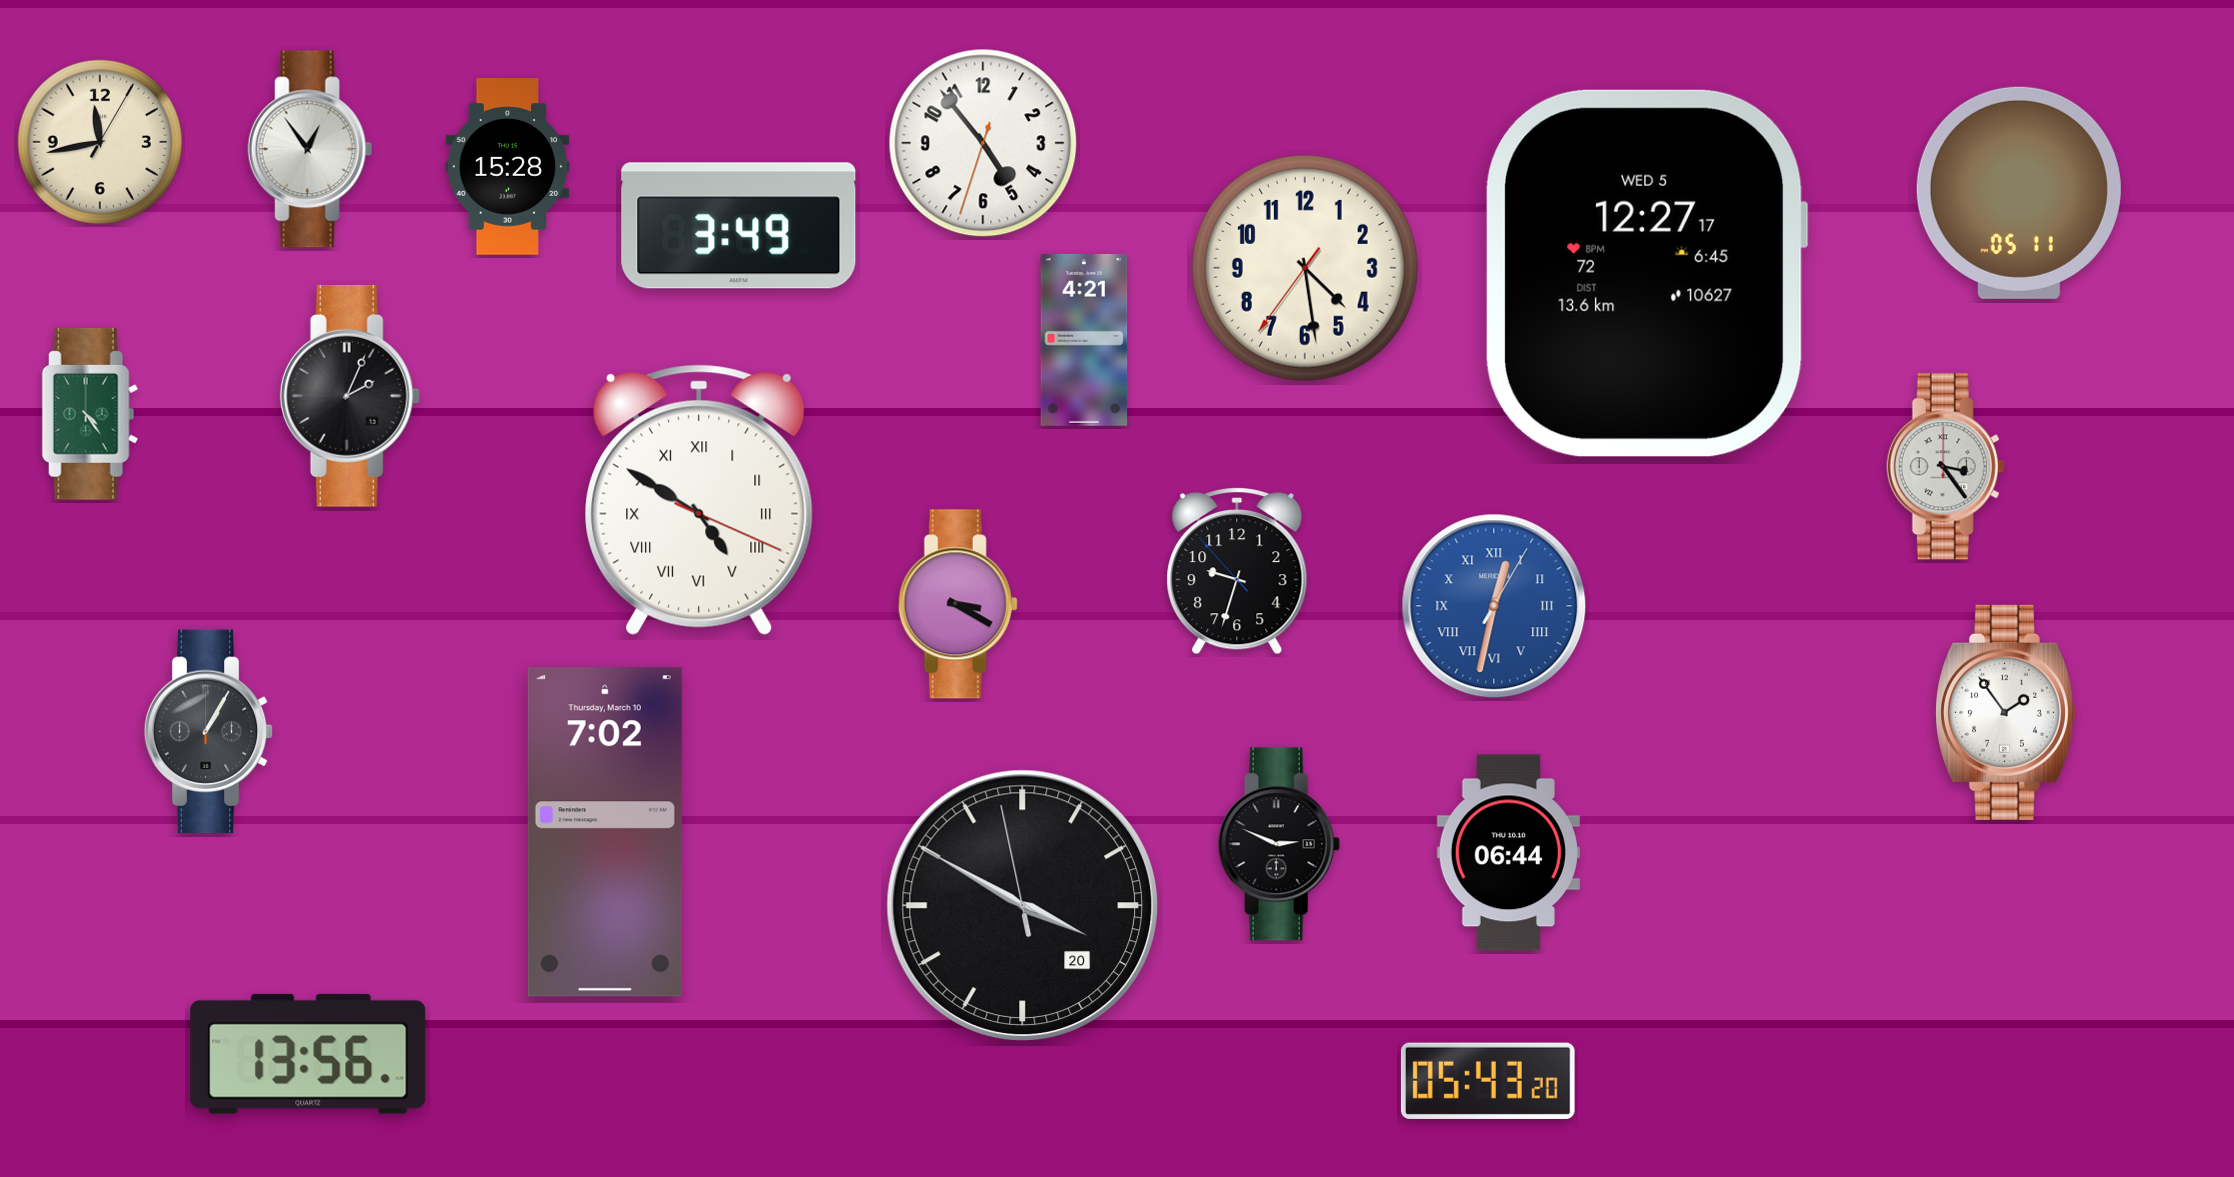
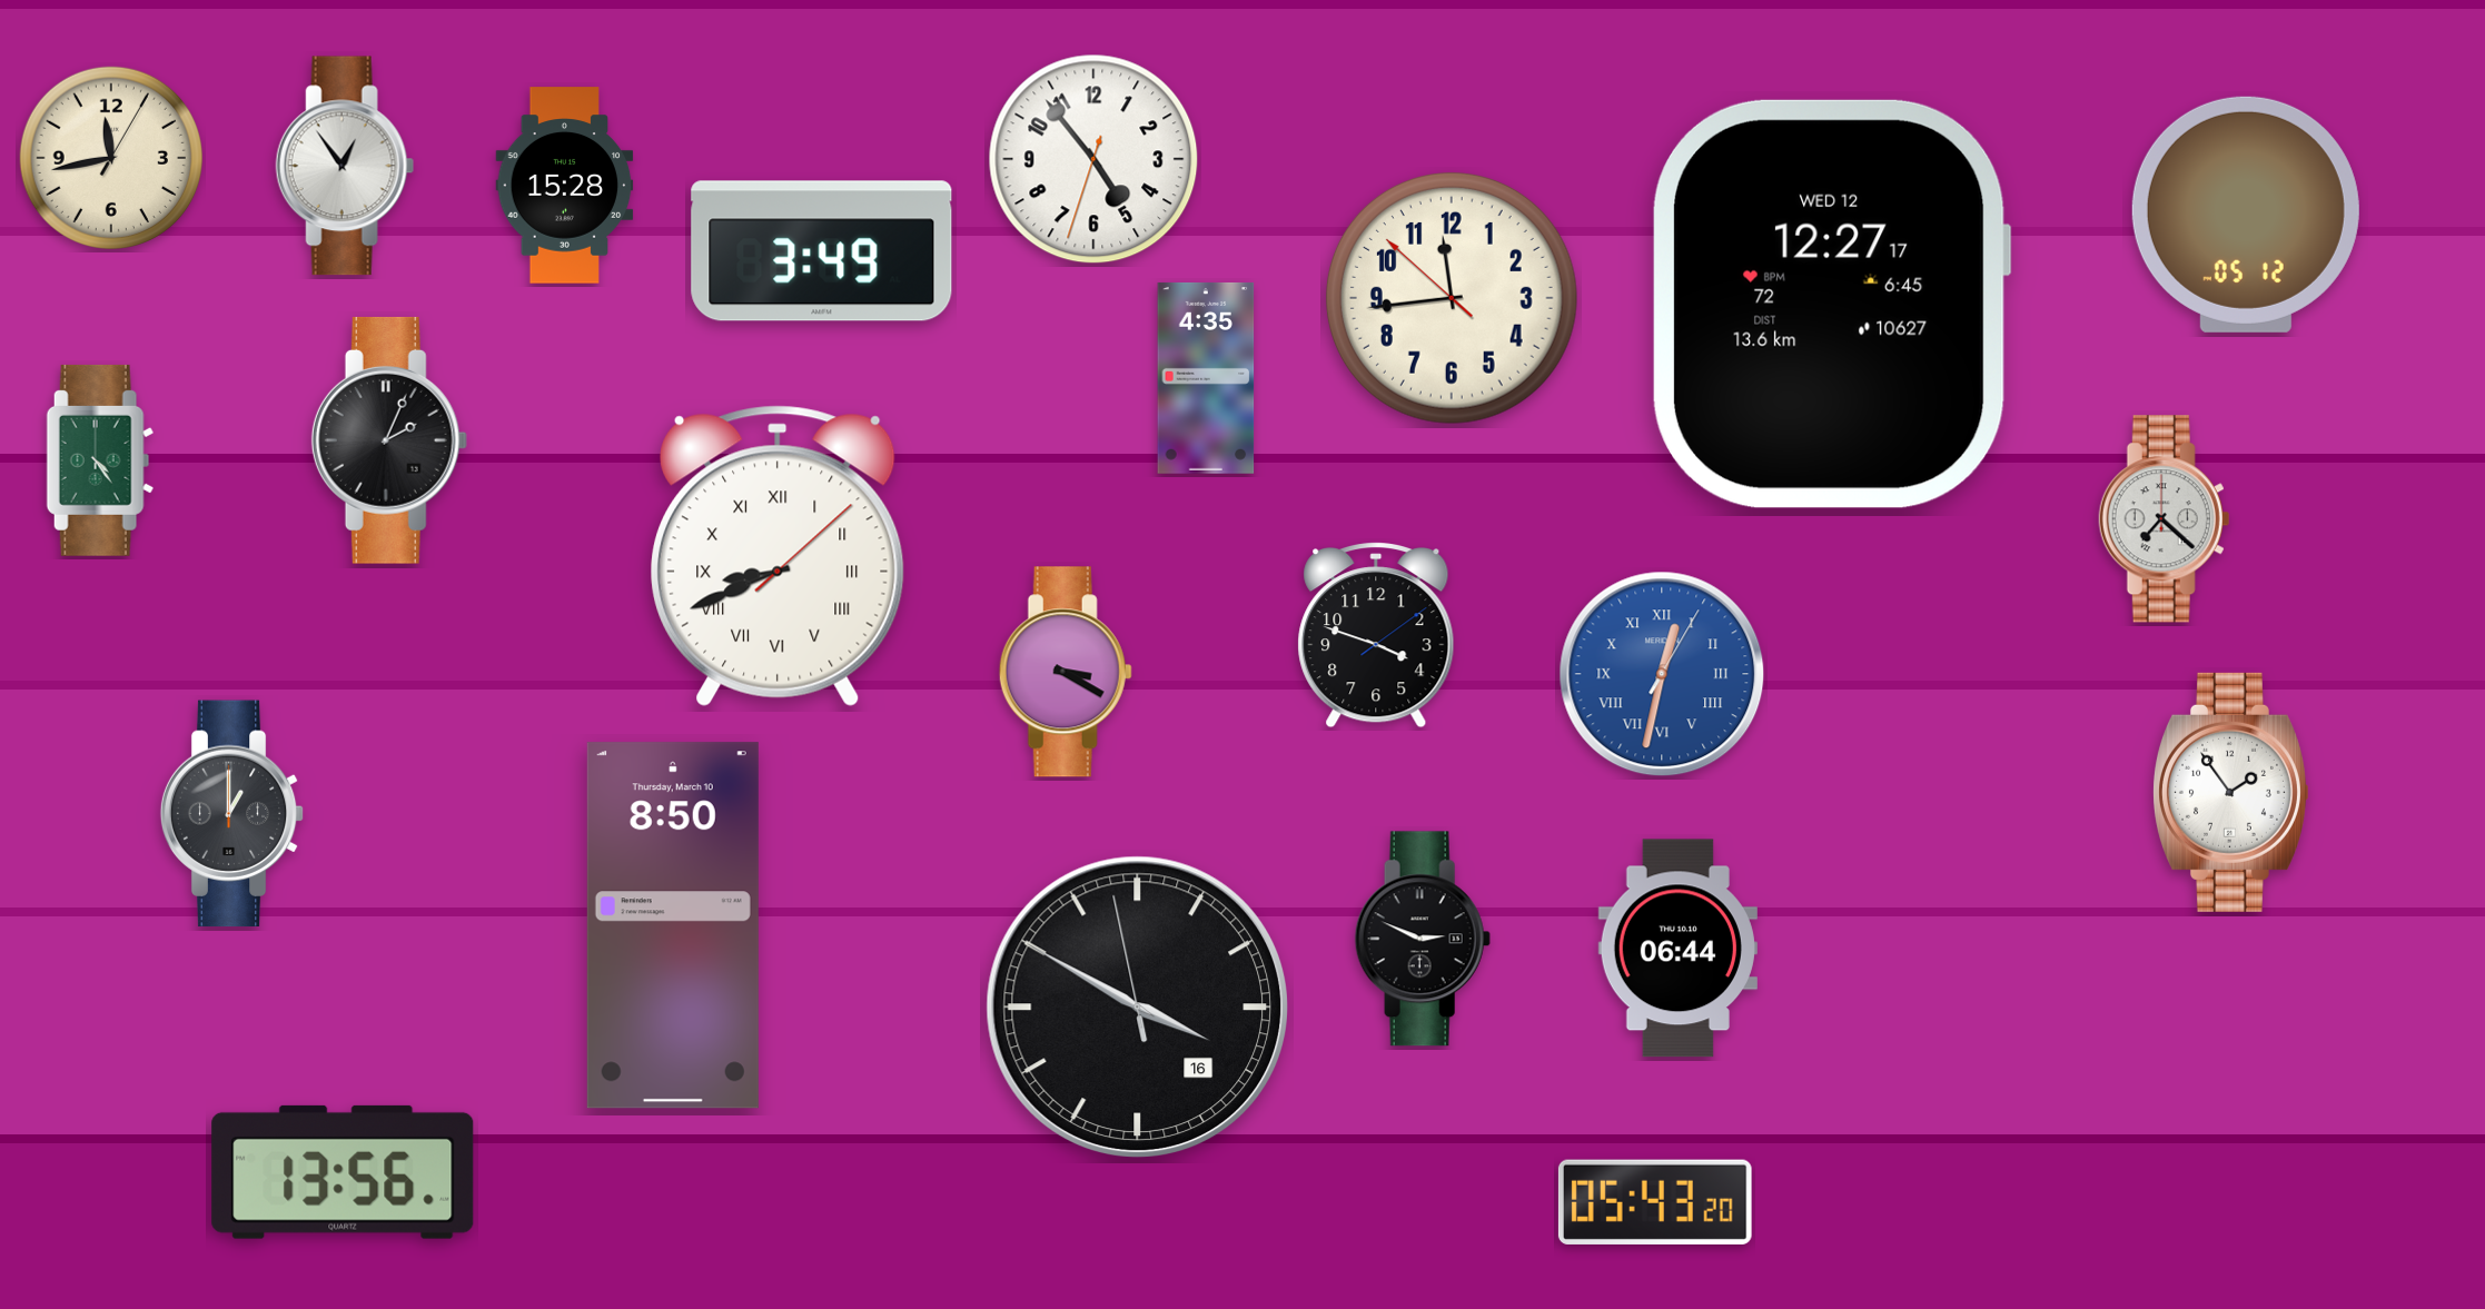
clock at (2019, 193): 05:11 -> 05:12
clock at (1305, 268): 4:28 -> 11:43
clock at (1646, 273) date: WED 5 -> WED 12
clock at (1084, 340): 4:21 -> 4:35
clock at (1946, 467): 3:24 -> 7:22
clock at (700, 500): 4:50 -> 8:41
clock at (1237, 572): 9:32 -> 3:48
clock at (209, 732): 1:05 -> 1:00
clock at (605, 832): 7:02 -> 8:50
clock at (1022, 905) date: 20 -> 16
